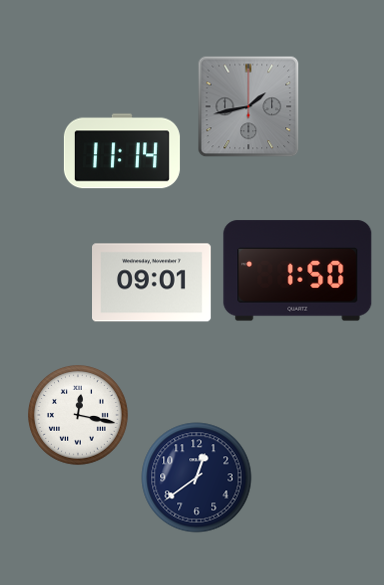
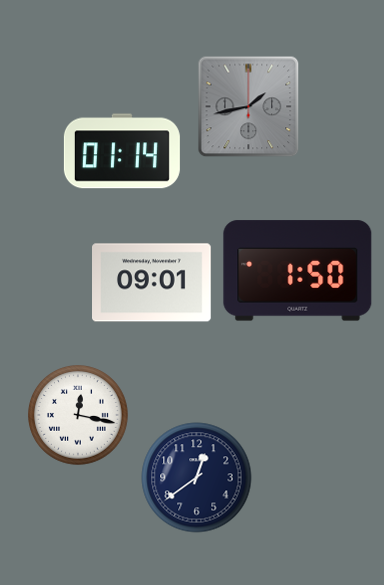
clock at (122, 151): 11:14 -> 01:14
